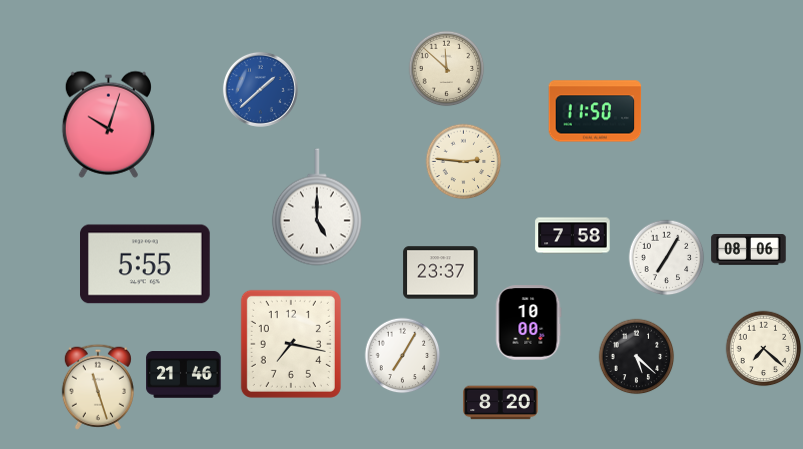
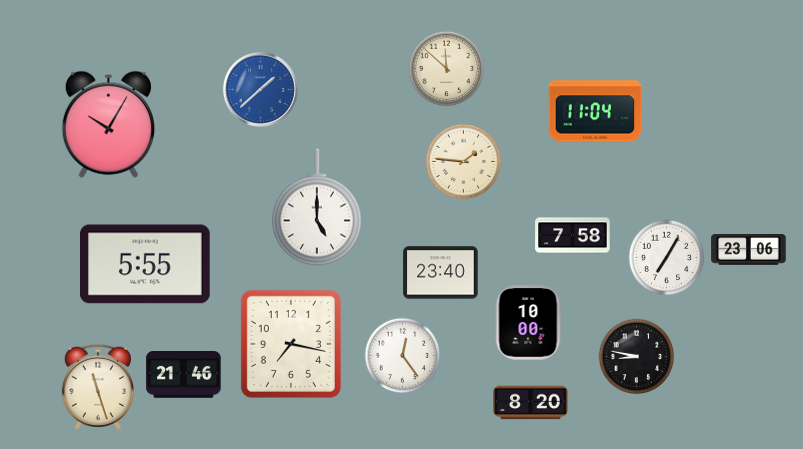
clock at (595, 111): 11:50 -> 11:04
clock at (108, 124): 10:03 -> 10:05
clock at (464, 162): 2:46 -> 1:46
clock at (749, 250): 08:06 -> 23:06
clock at (441, 273): 23:37 -> 23:40
clock at (764, 349): 7:22 -> none
clock at (403, 356): 7:05 -> 12:24
clock at (637, 357): 5:22 -> 8:47
clock at (501, 403) position: (501, 403) -> (531, 403)
